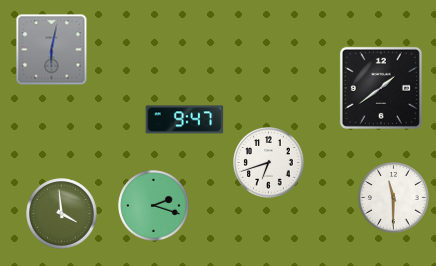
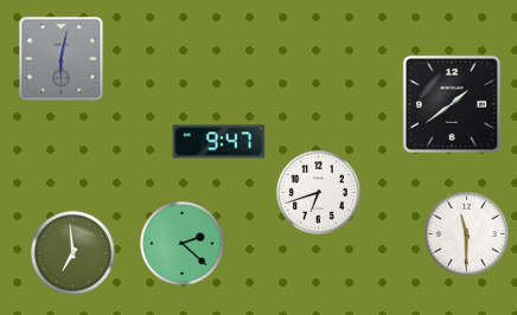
clock at (154, 206): 2:18 -> 2:22
clock at (62, 214): 3:59 -> 6:59
